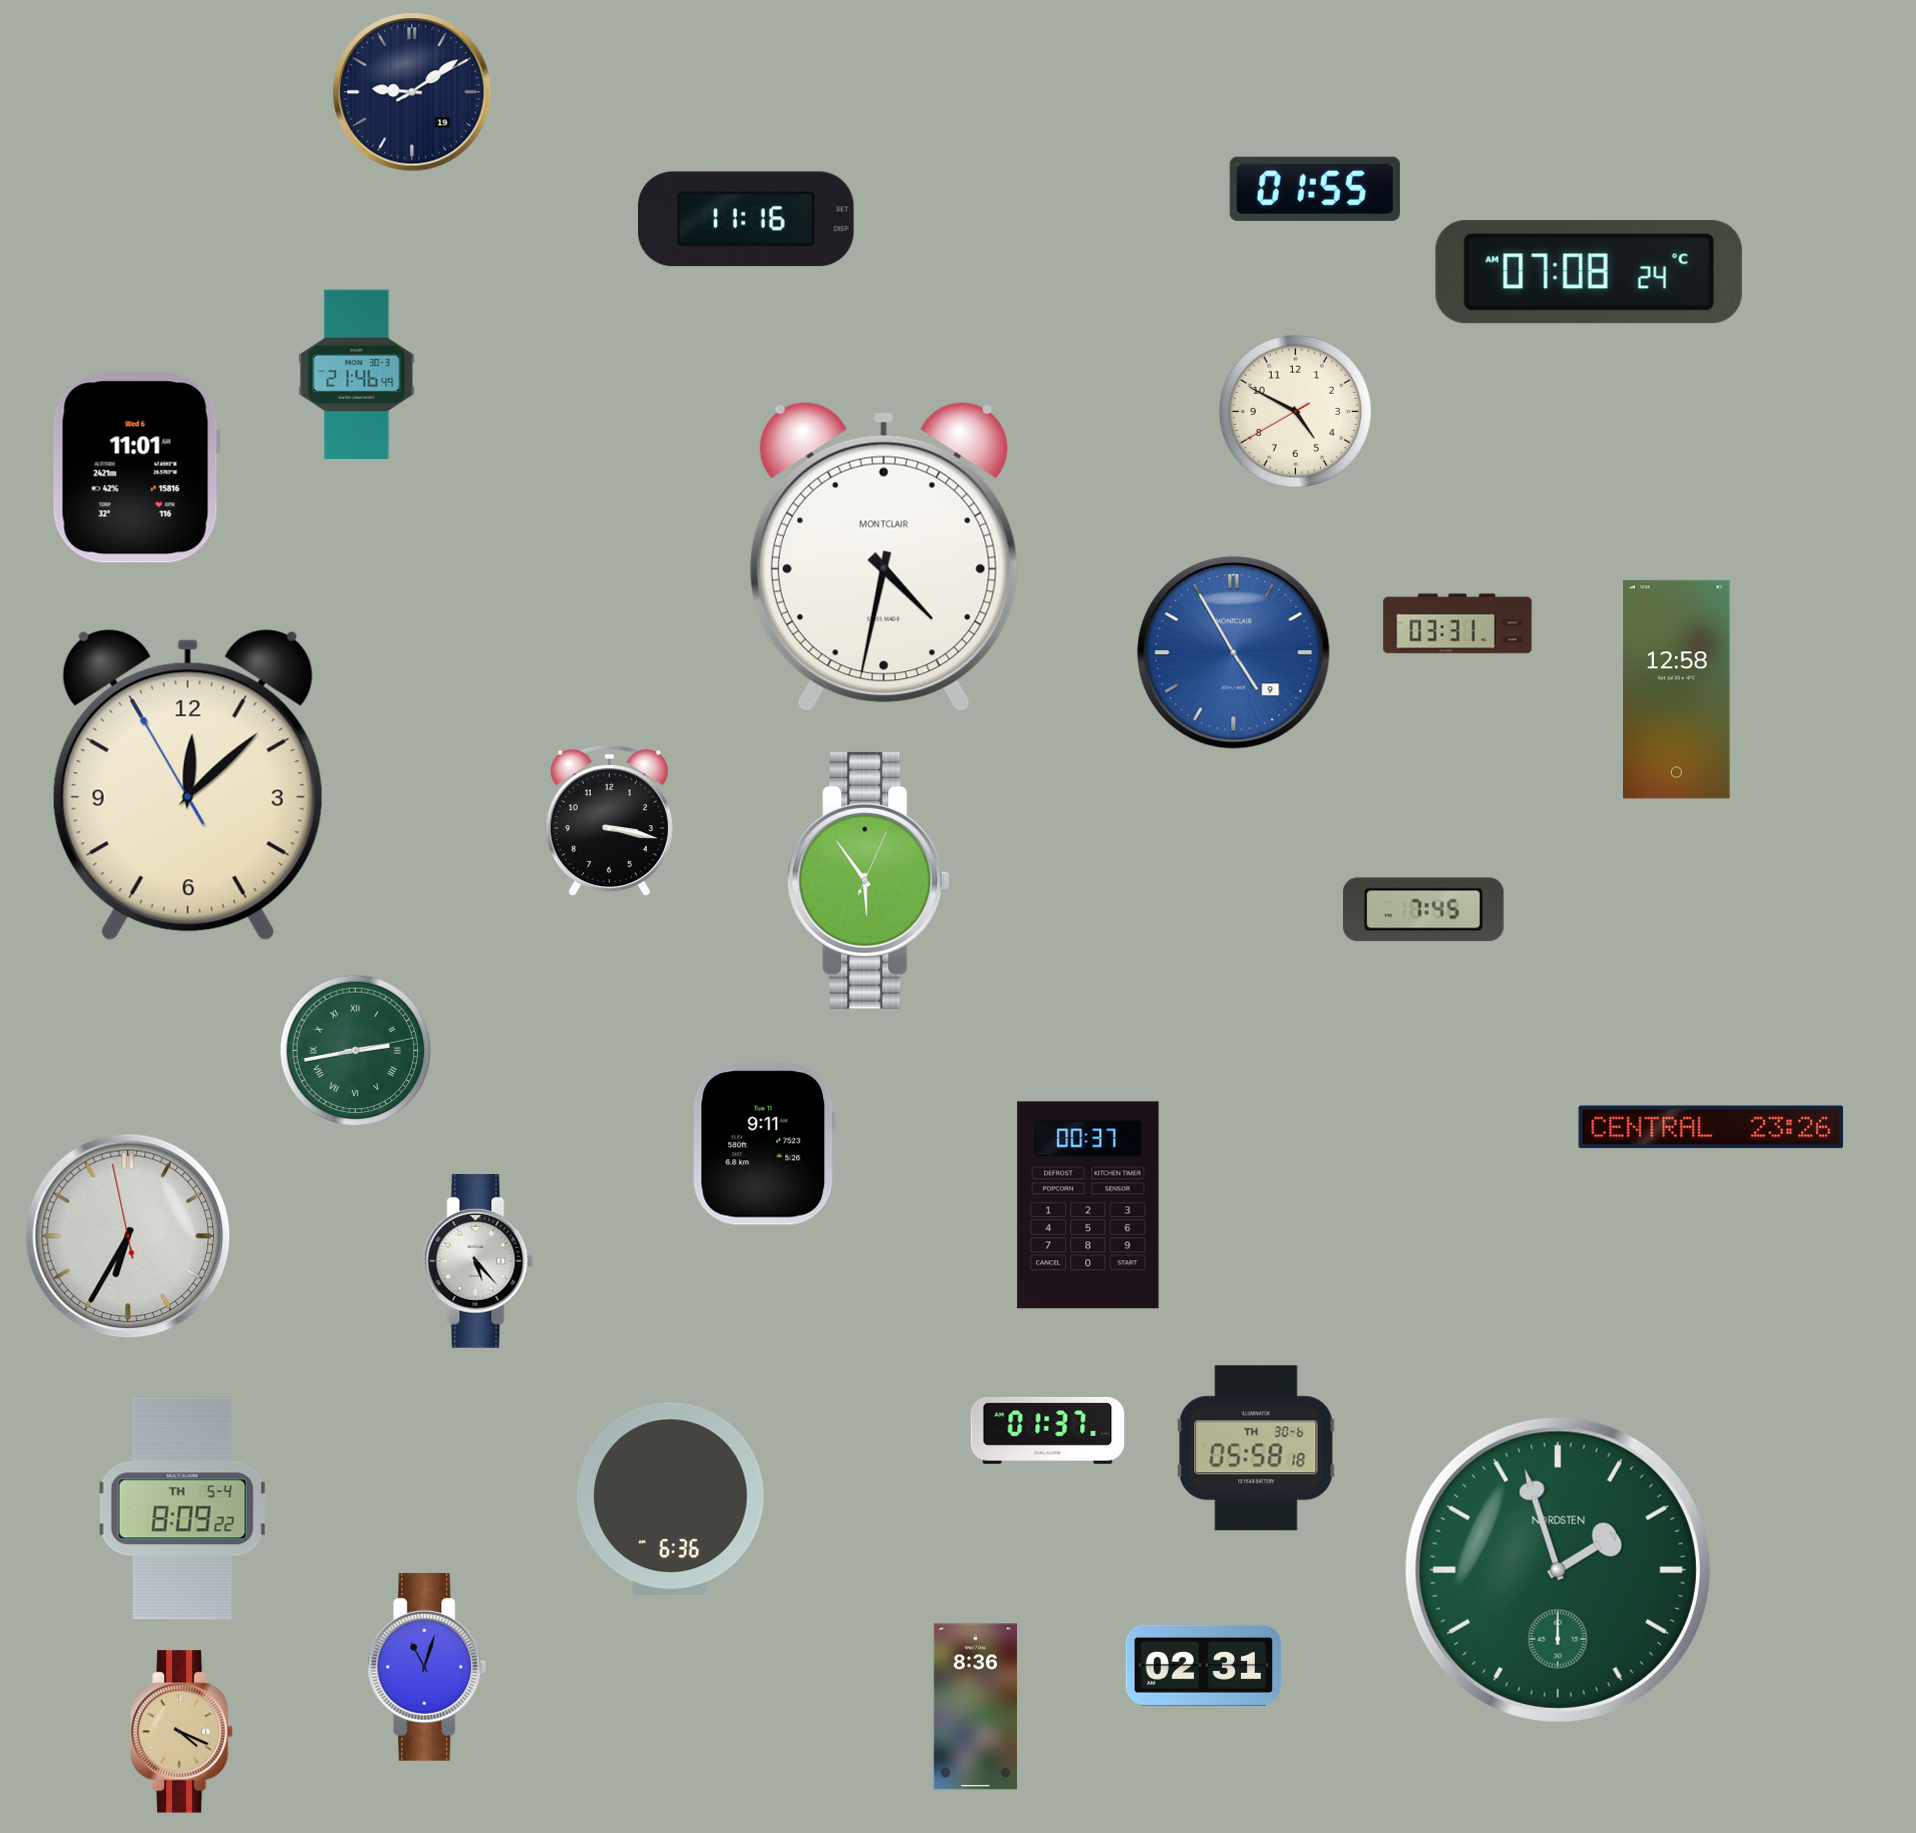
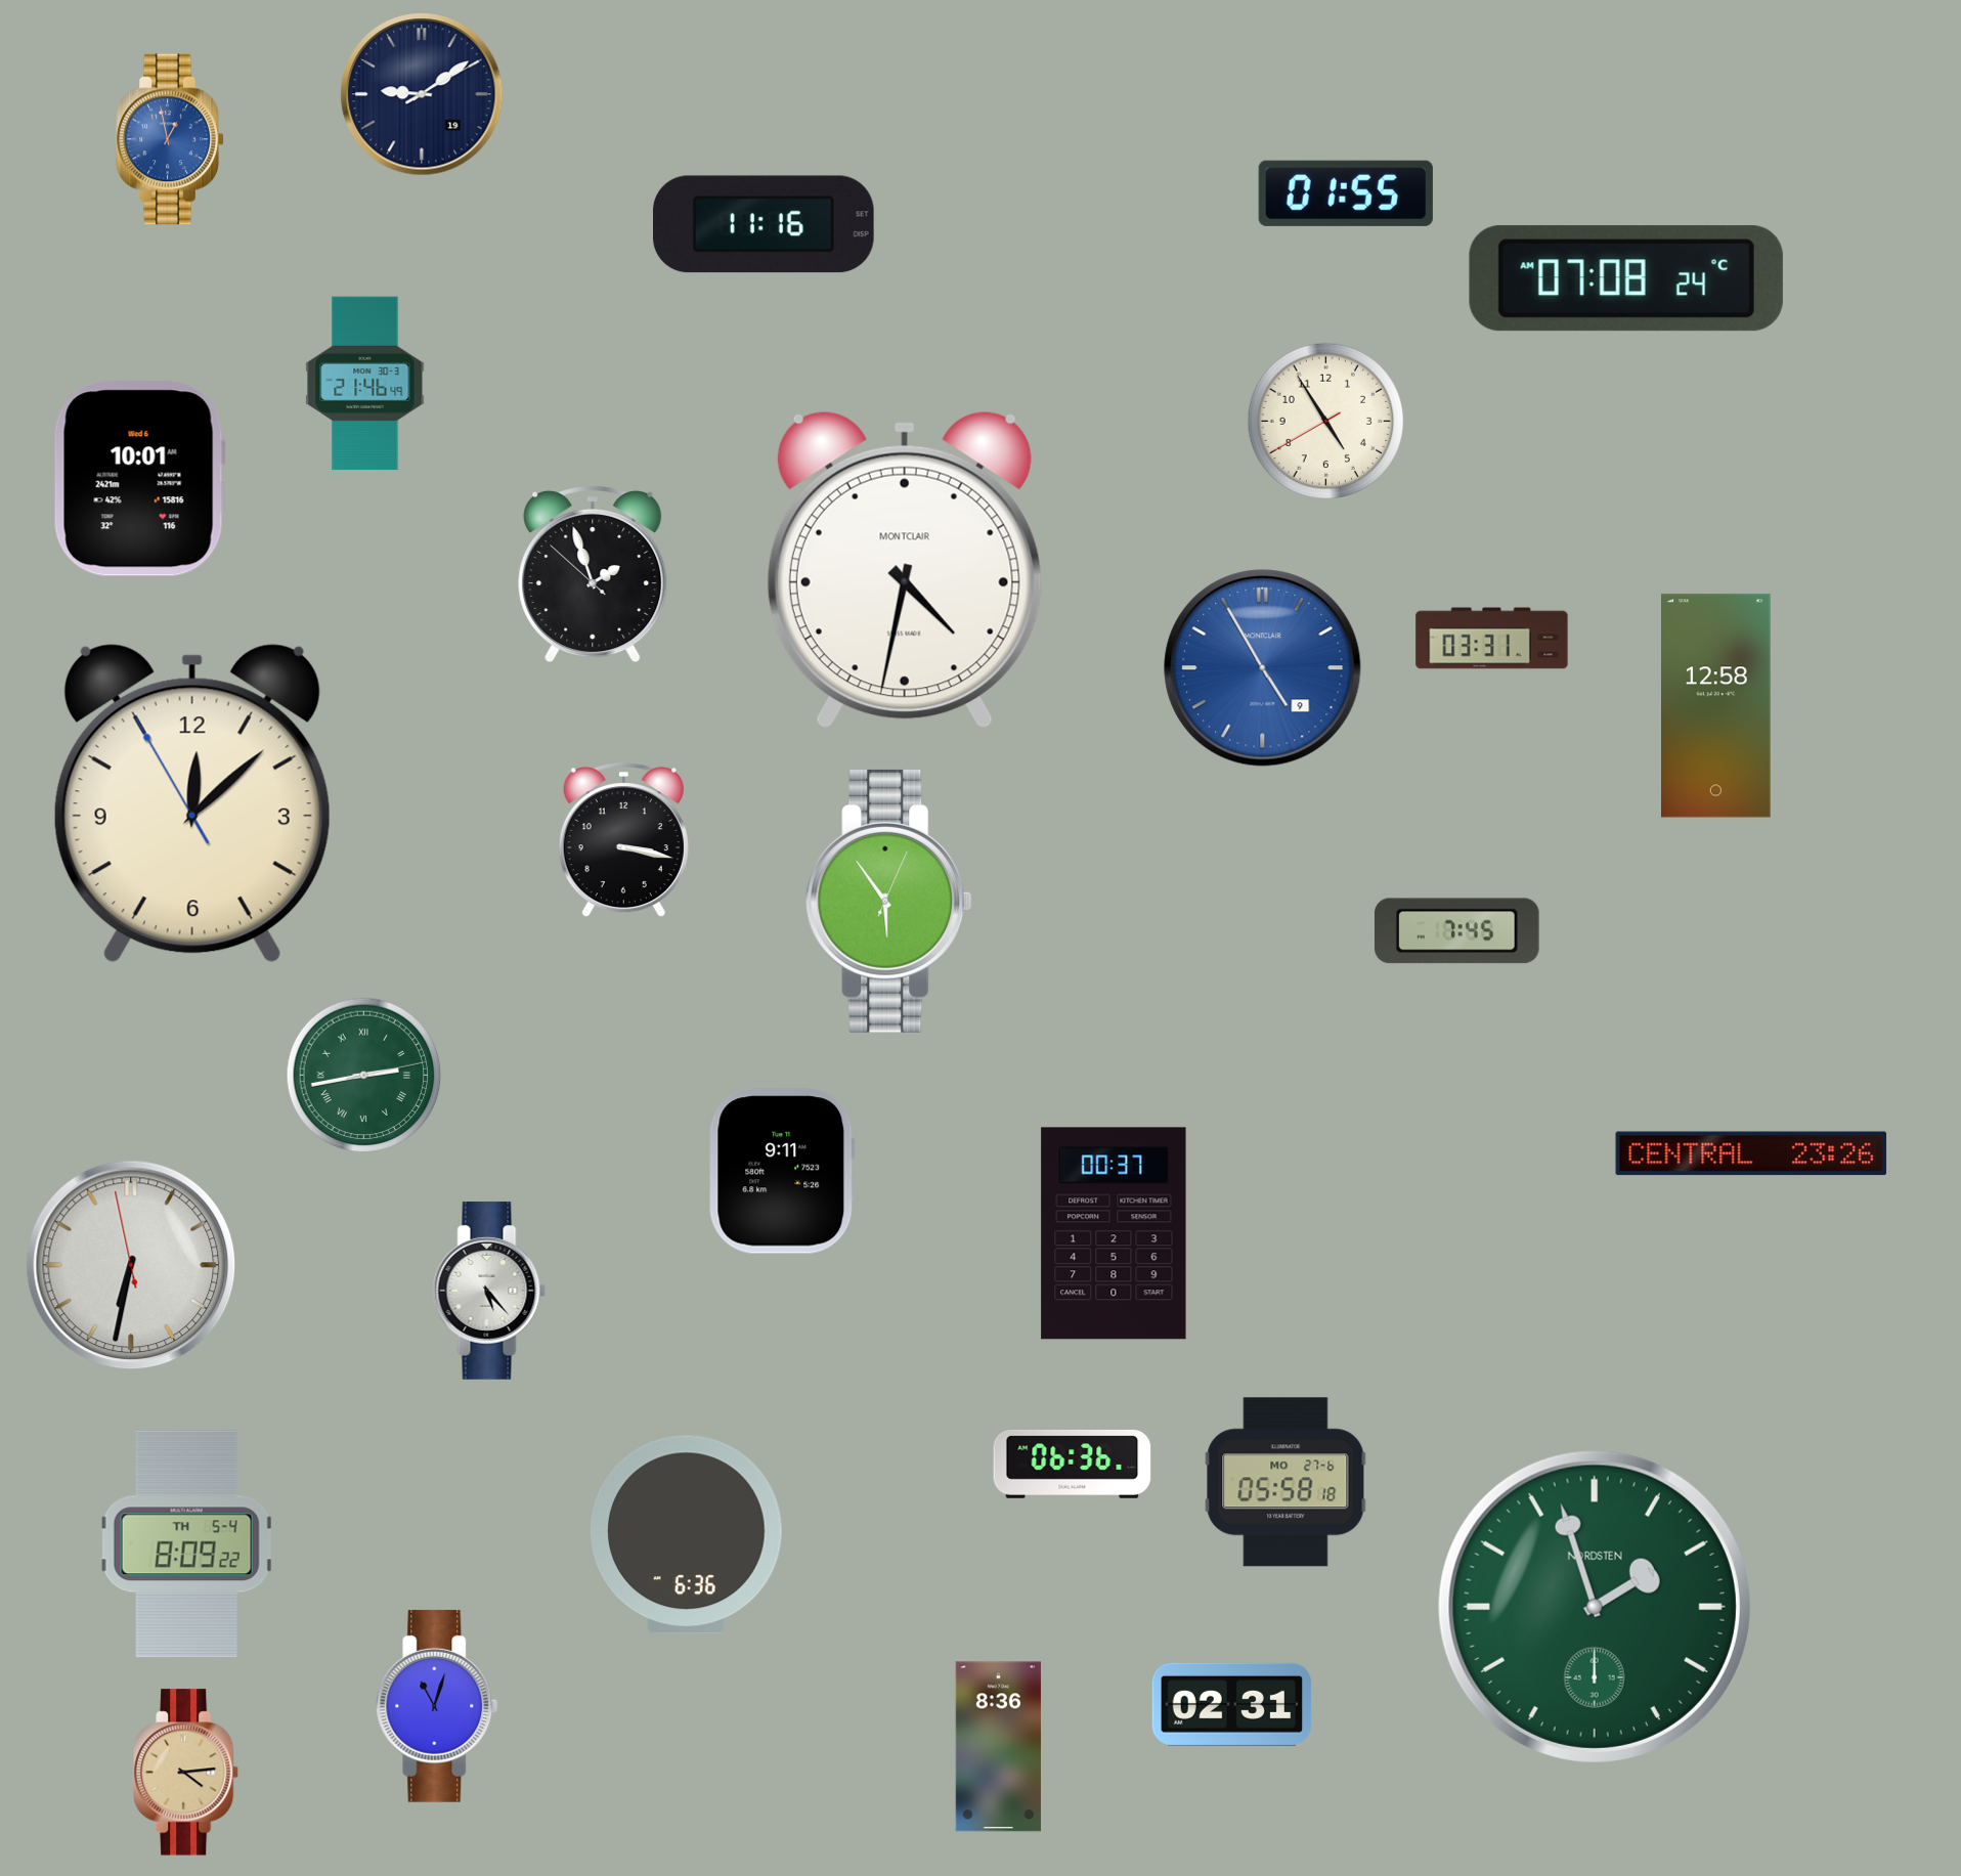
clock at (170, 139): none -> 12:58
clock at (1295, 411): 4:49 -> 4:54
clock at (136, 468): 11:01 -> 10:01
clock at (593, 575): none -> 1:56
clock at (128, 1236): 6:34 -> 6:31
clock at (1048, 1430): 01:37 -> 06:36
clock at (1256, 1448) date: TH 30-6 -> MO 27-6
clock at (183, 1732): 4:19 -> 4:14
